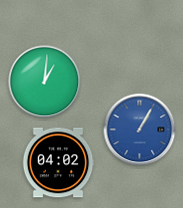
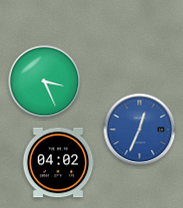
clock at (45, 82): 1:01 -> 3:26
clock at (140, 130): 1:05 -> 12:34
